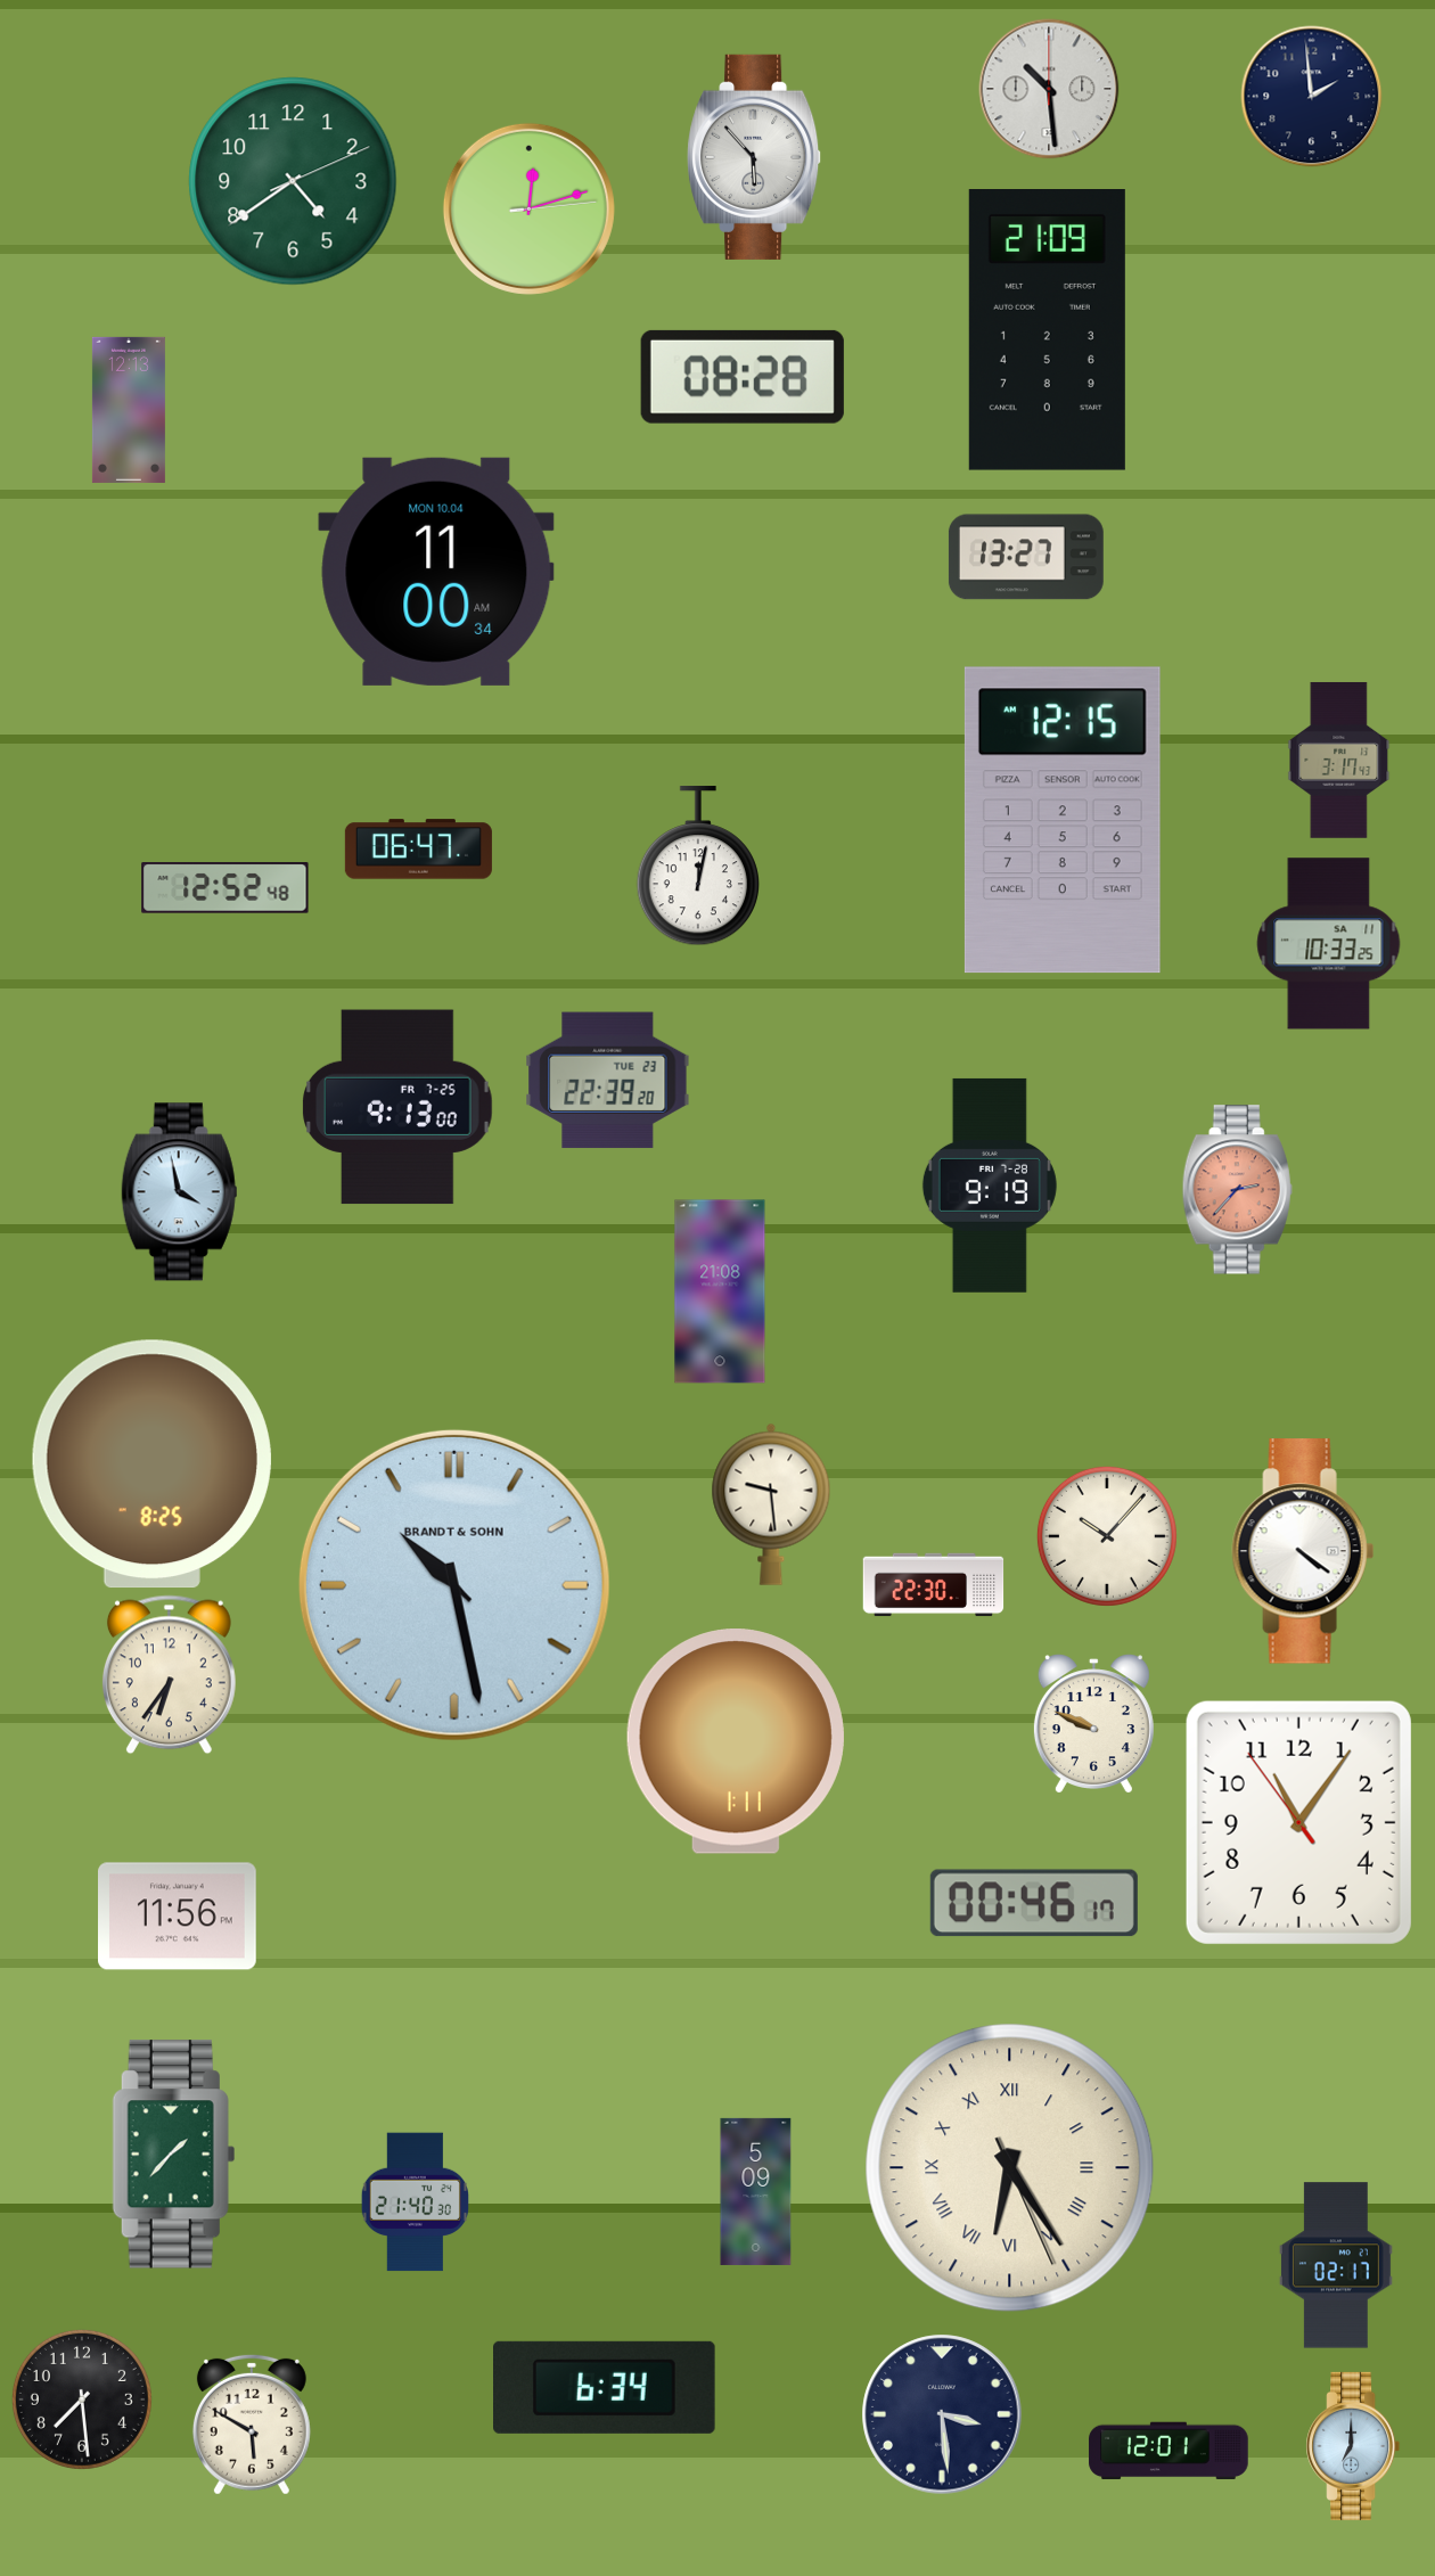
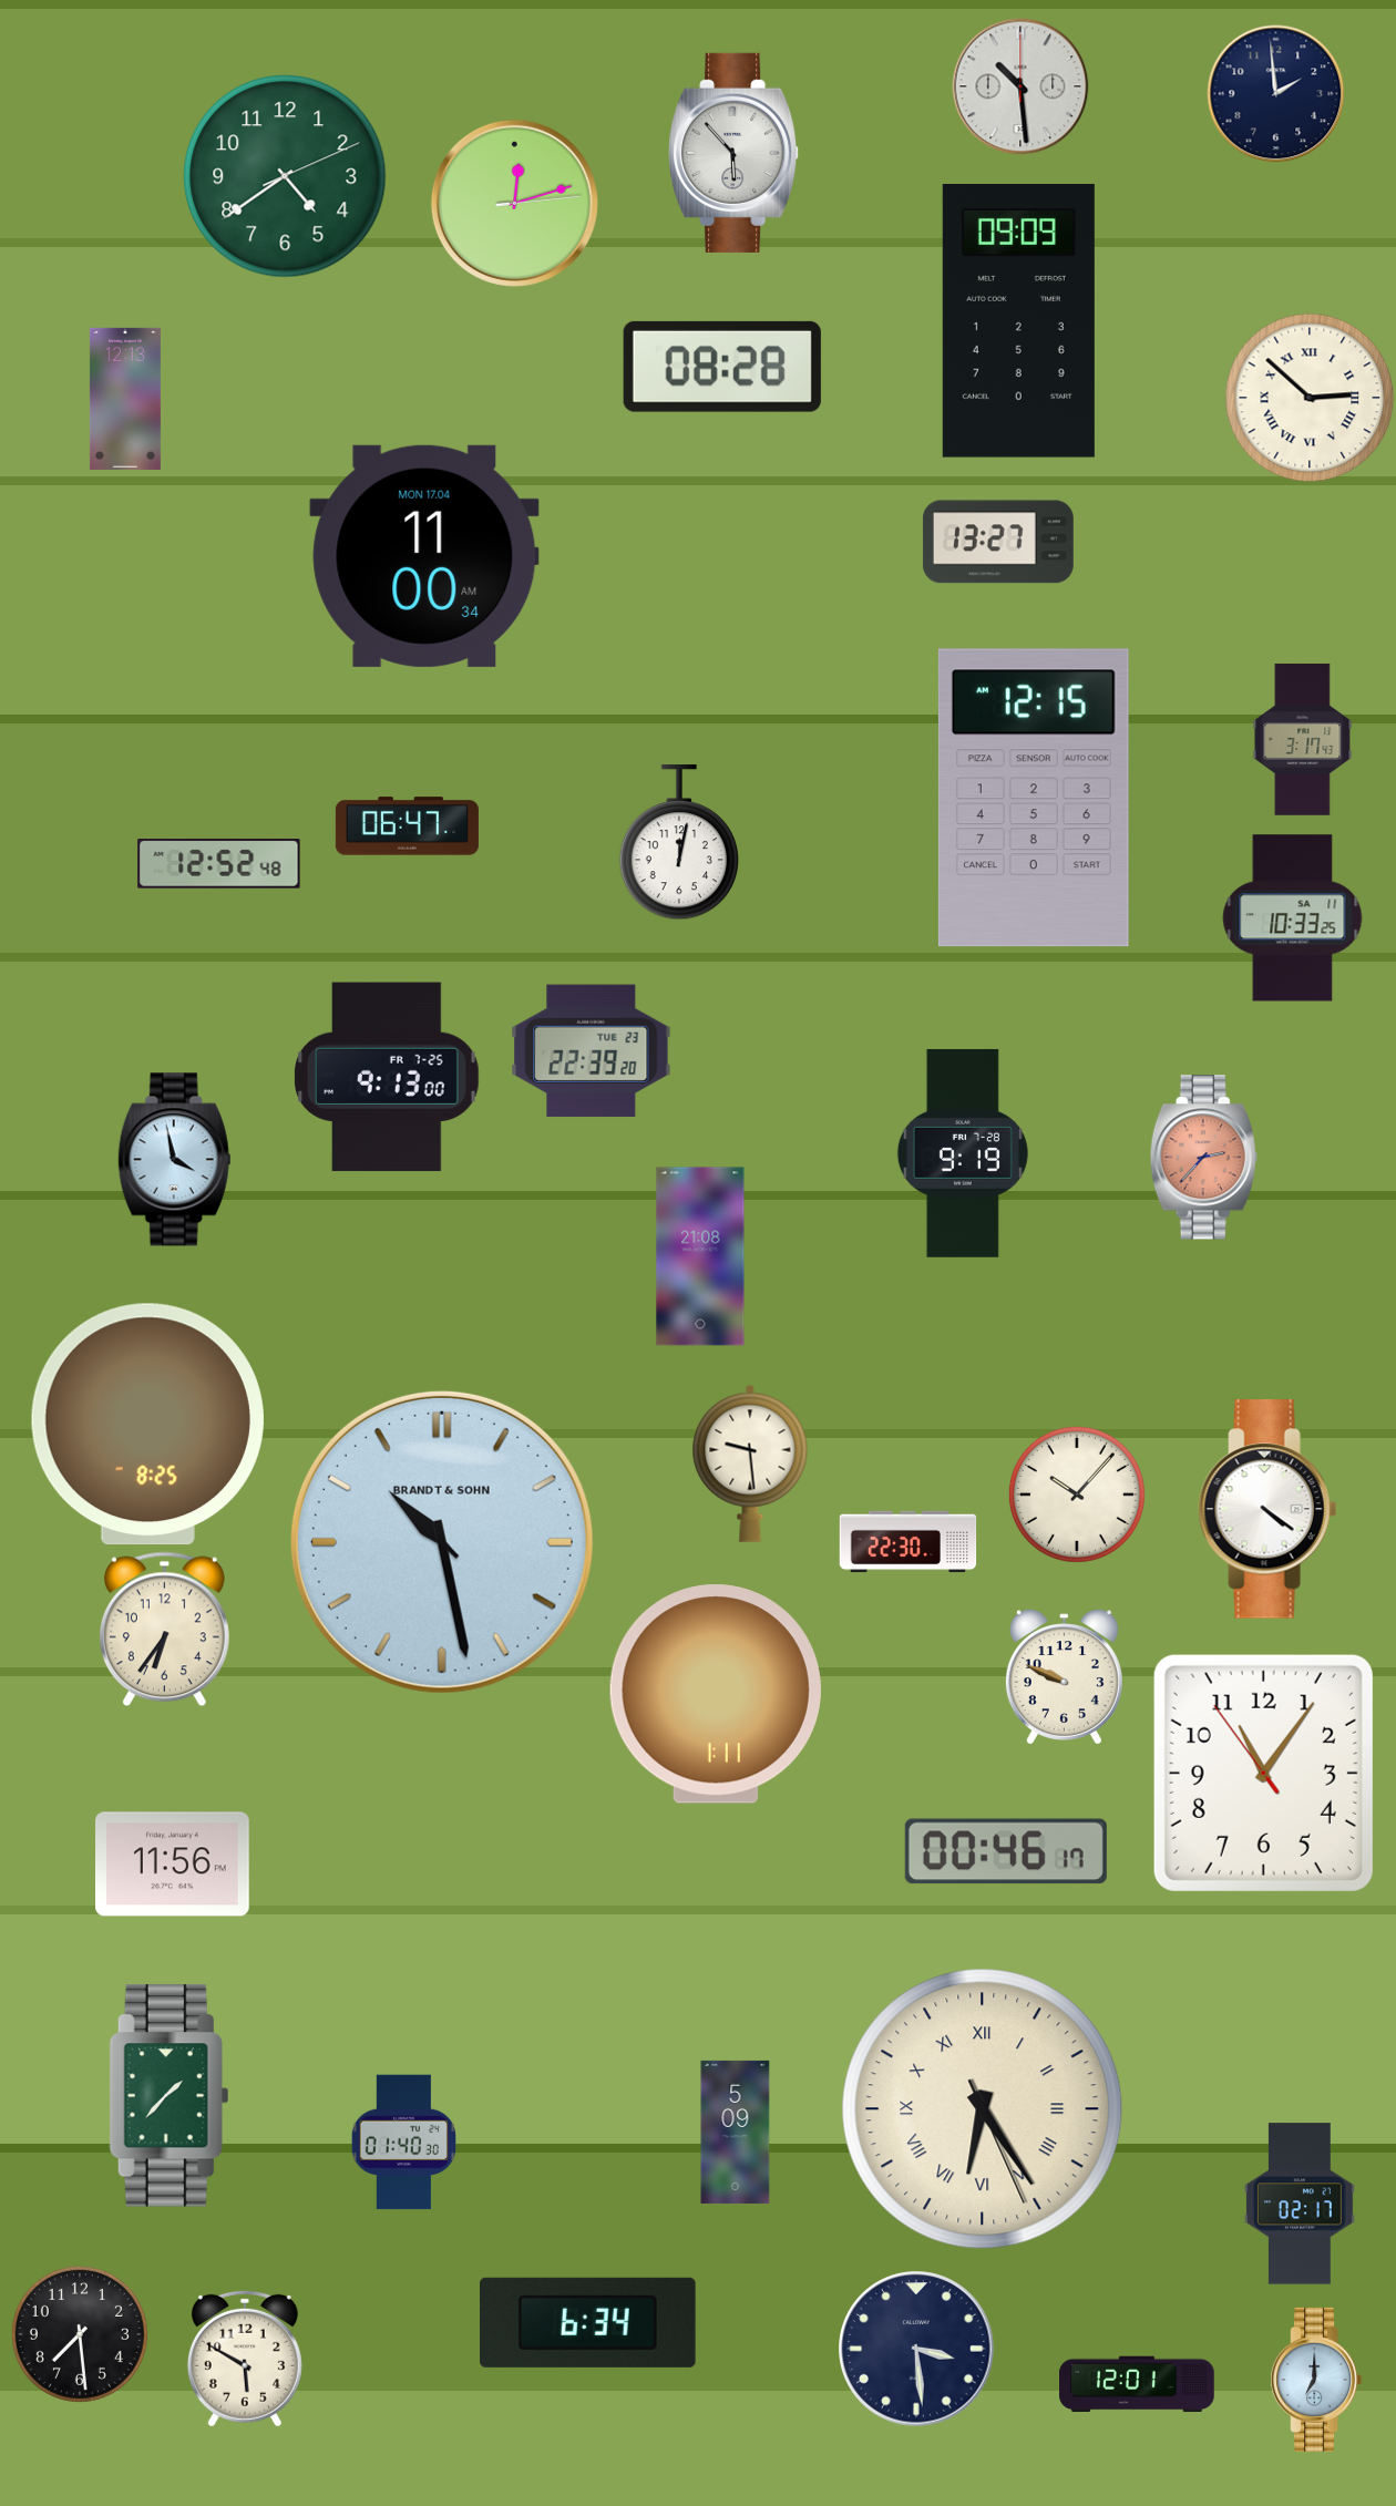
clock at (1047, 330): 21:09 -> 09:09
clock at (1310, 398): none -> 2:52
clock at (436, 572) date: MON 10.04 -> MON 17.04
clock at (415, 2202): 21:40 -> 01:40
